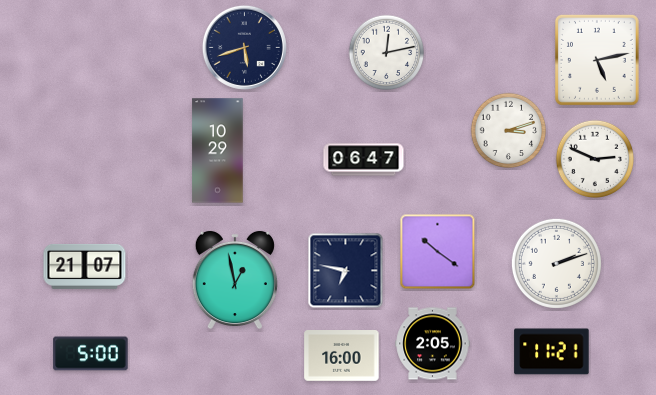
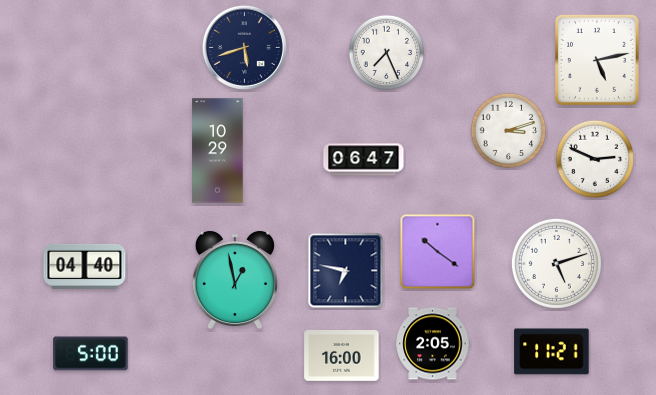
clock at (387, 53): 12:13 -> 7:26
clock at (556, 263): 2:12 -> 5:12
clock at (85, 266): 21:07 -> 04:40
